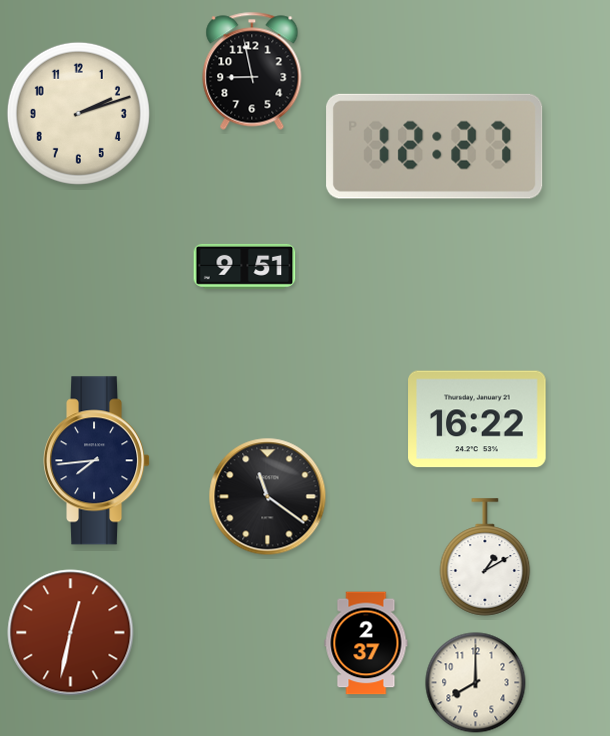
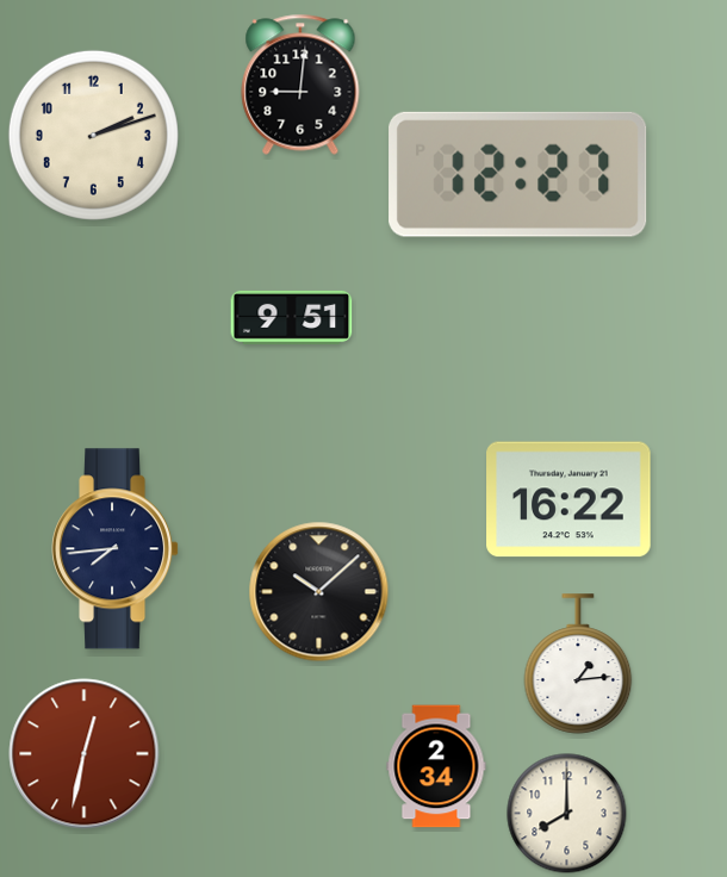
clock at (252, 71): 8:58 -> 9:01
clock at (268, 497): 11:21 -> 10:08
clock at (485, 557): 1:10 -> 1:14
clock at (366, 643): 2:37 -> 2:34
